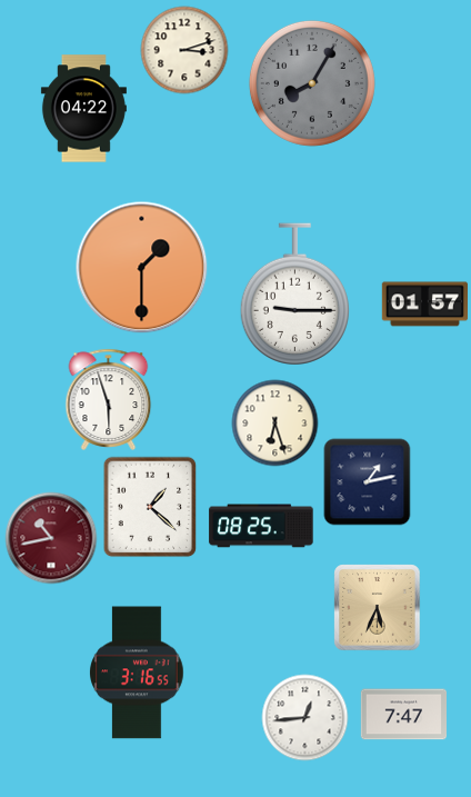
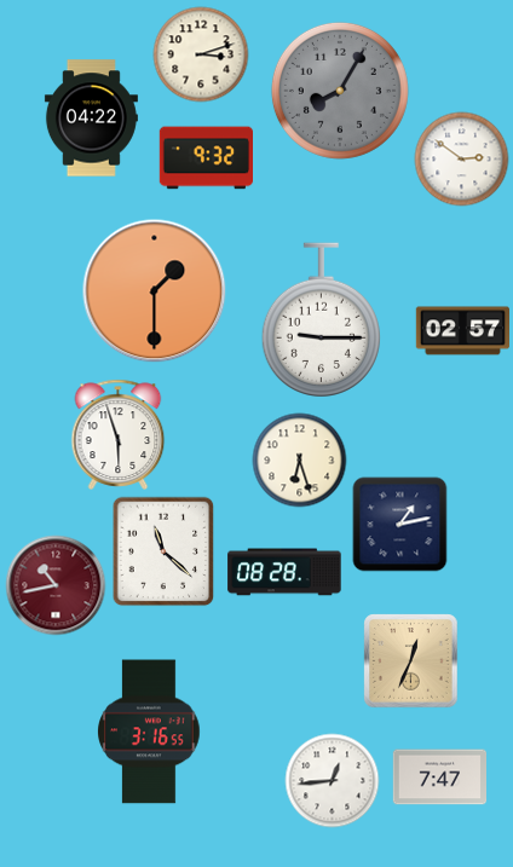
clock at (206, 158): none -> 9:32
clock at (461, 158): none -> 2:51
clock at (424, 305): 01:57 -> 02:57
clock at (150, 507): 1:22 -> 11:22
clock at (261, 526): 08:25 -> 08:28
clock at (377, 607): 5:34 -> 12:34
